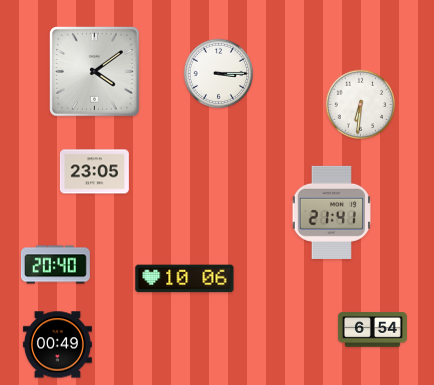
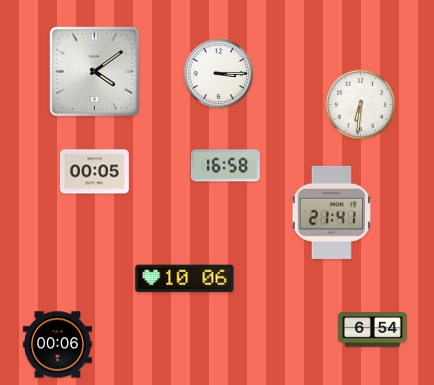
clock at (225, 166): none -> 16:58
clock at (94, 172): 23:05 -> 00:05
clock at (55, 265): 20:40 -> none
clock at (57, 345): 00:49 -> 00:06
